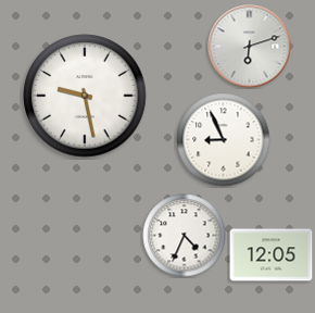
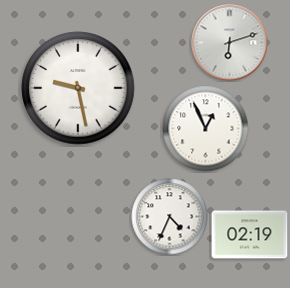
clock at (224, 140): 8:56 -> 12:56
clock at (272, 255): 12:05 -> 02:19
